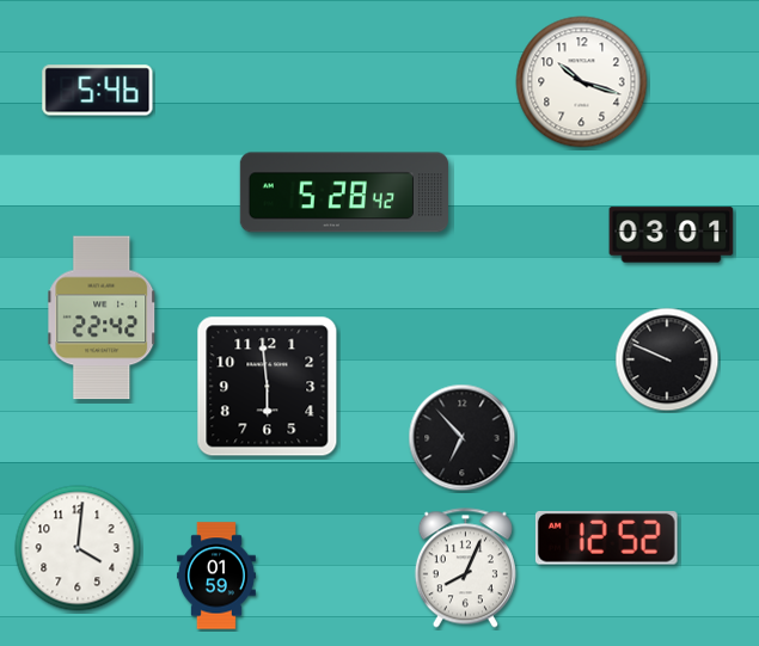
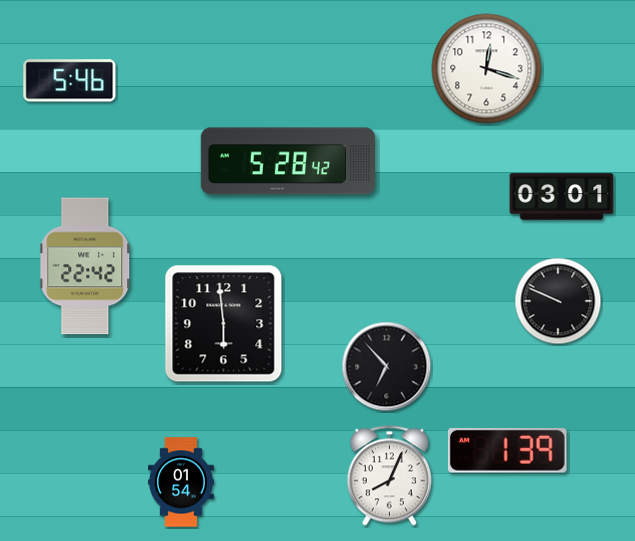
clock at (582, 82): 10:18 -> 12:18
clock at (98, 91) position: (98, 91) -> (70, 81)
clock at (606, 539): 12:52 -> 1:39
clock at (78, 548): 4:01 -> none
clock at (216, 576): 01:59 -> 01:54
